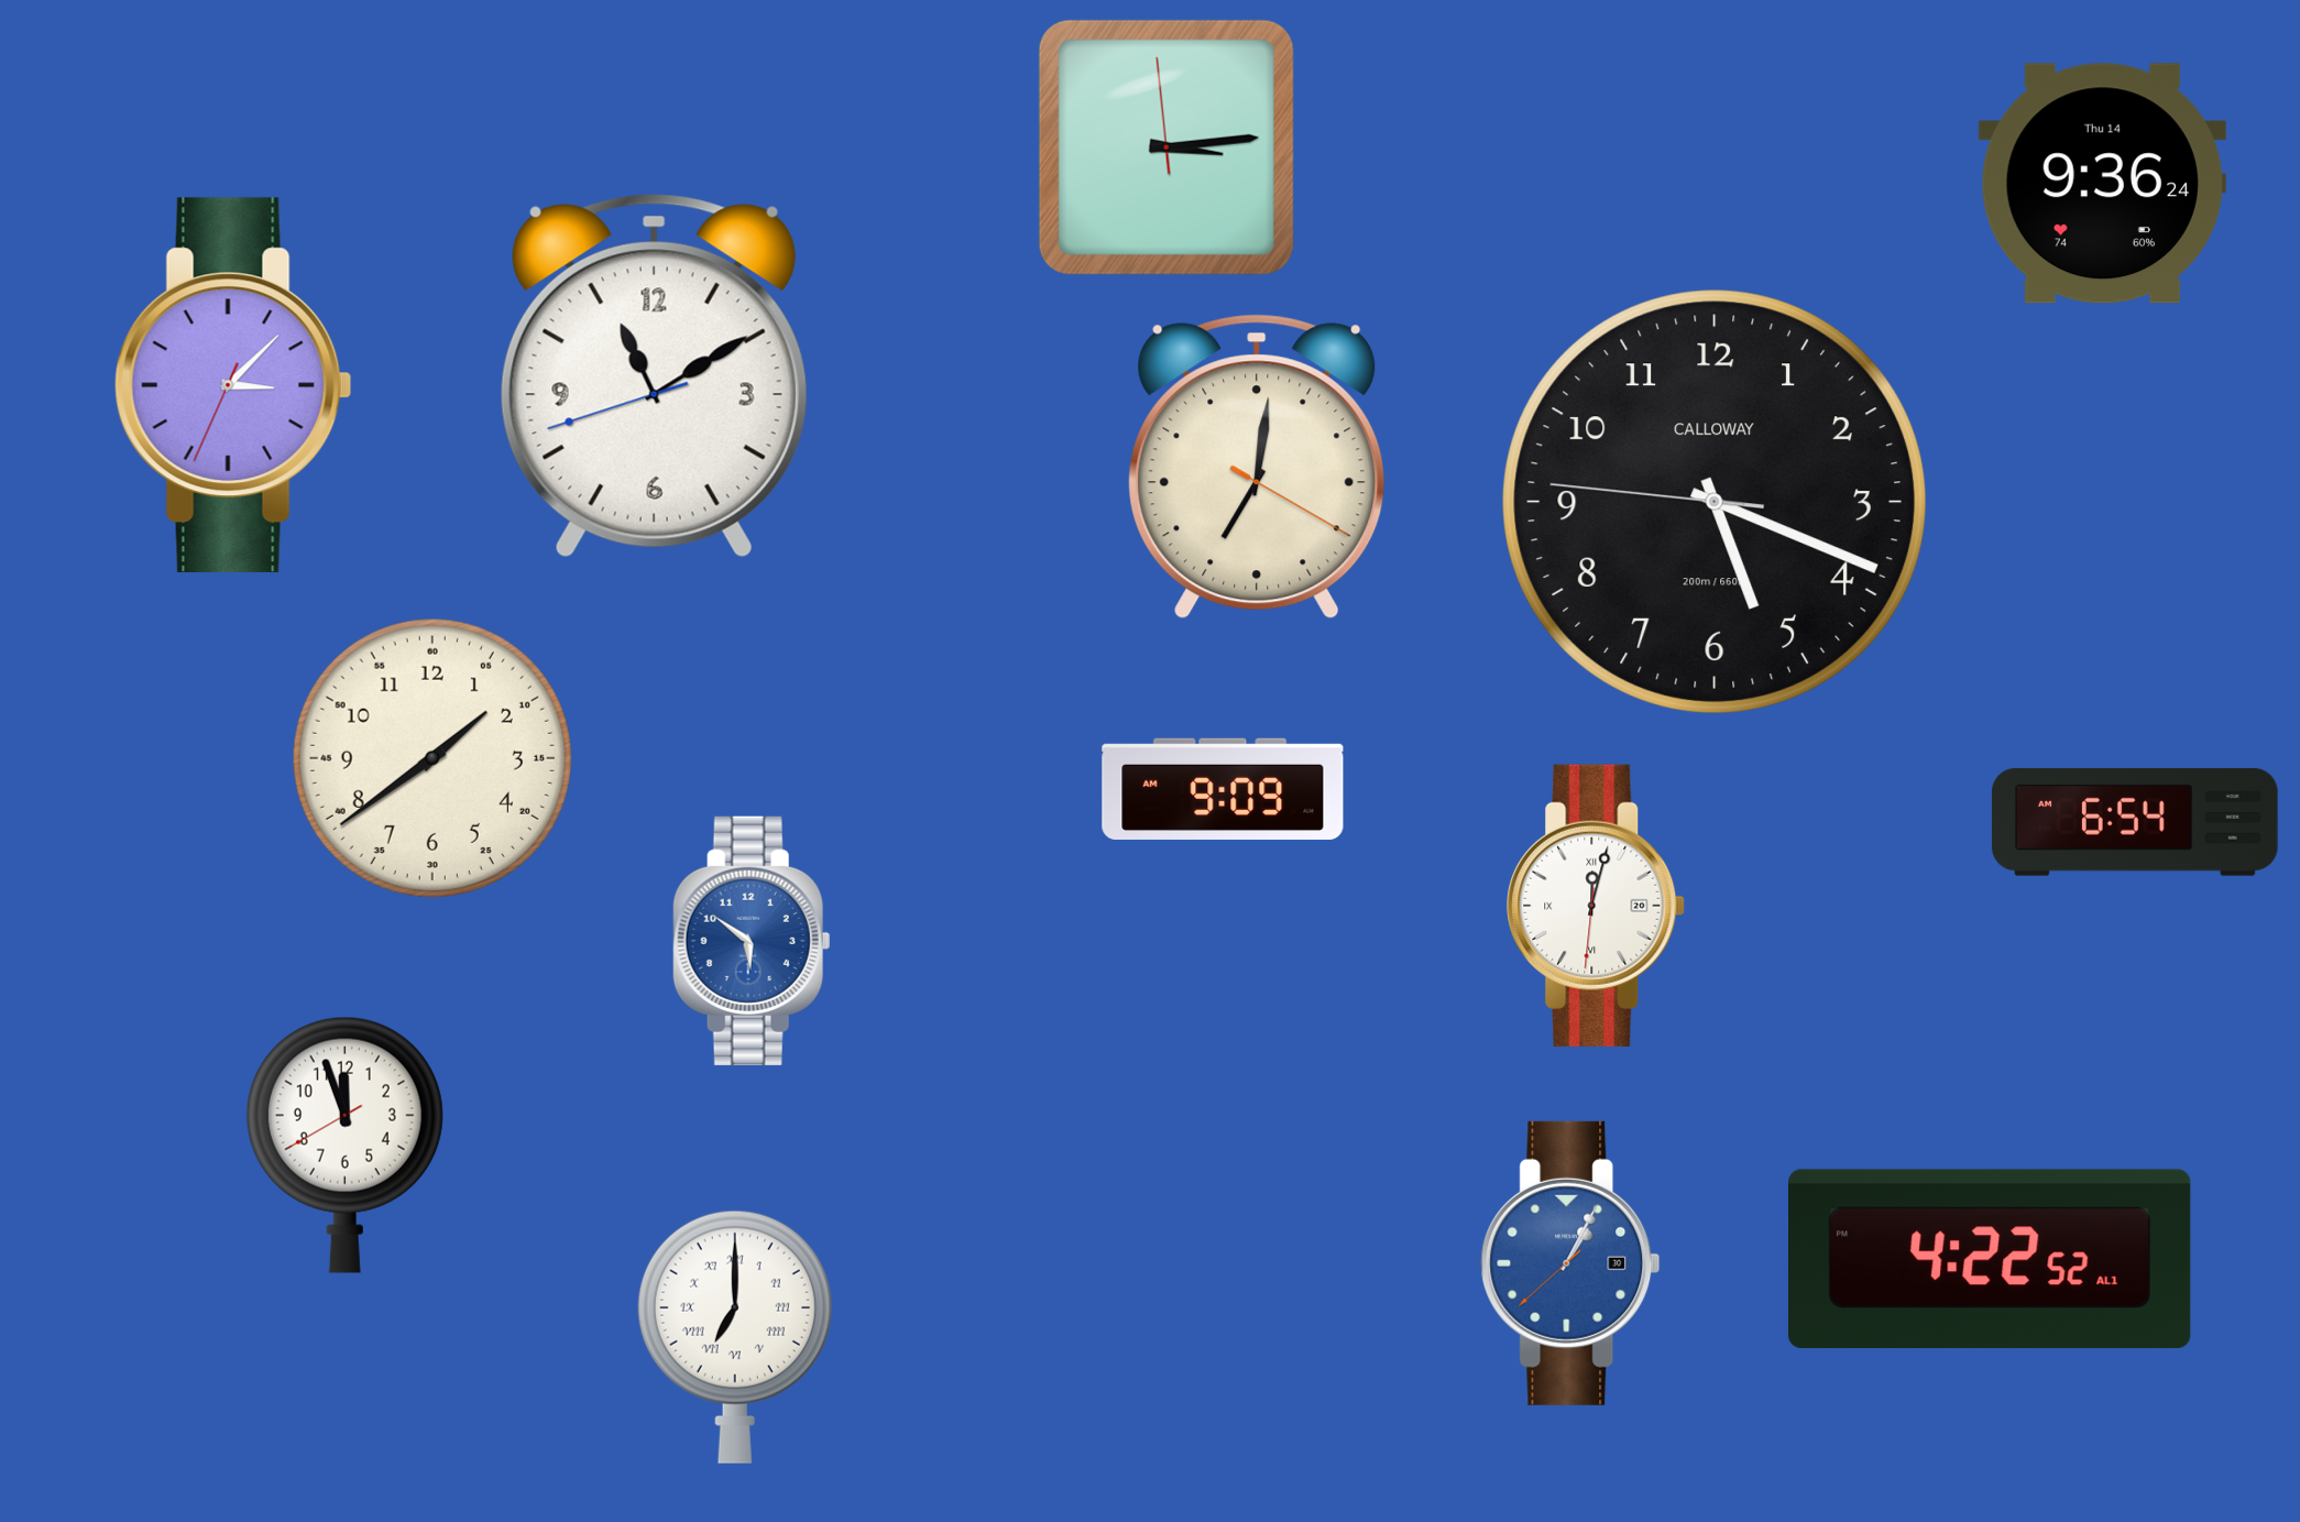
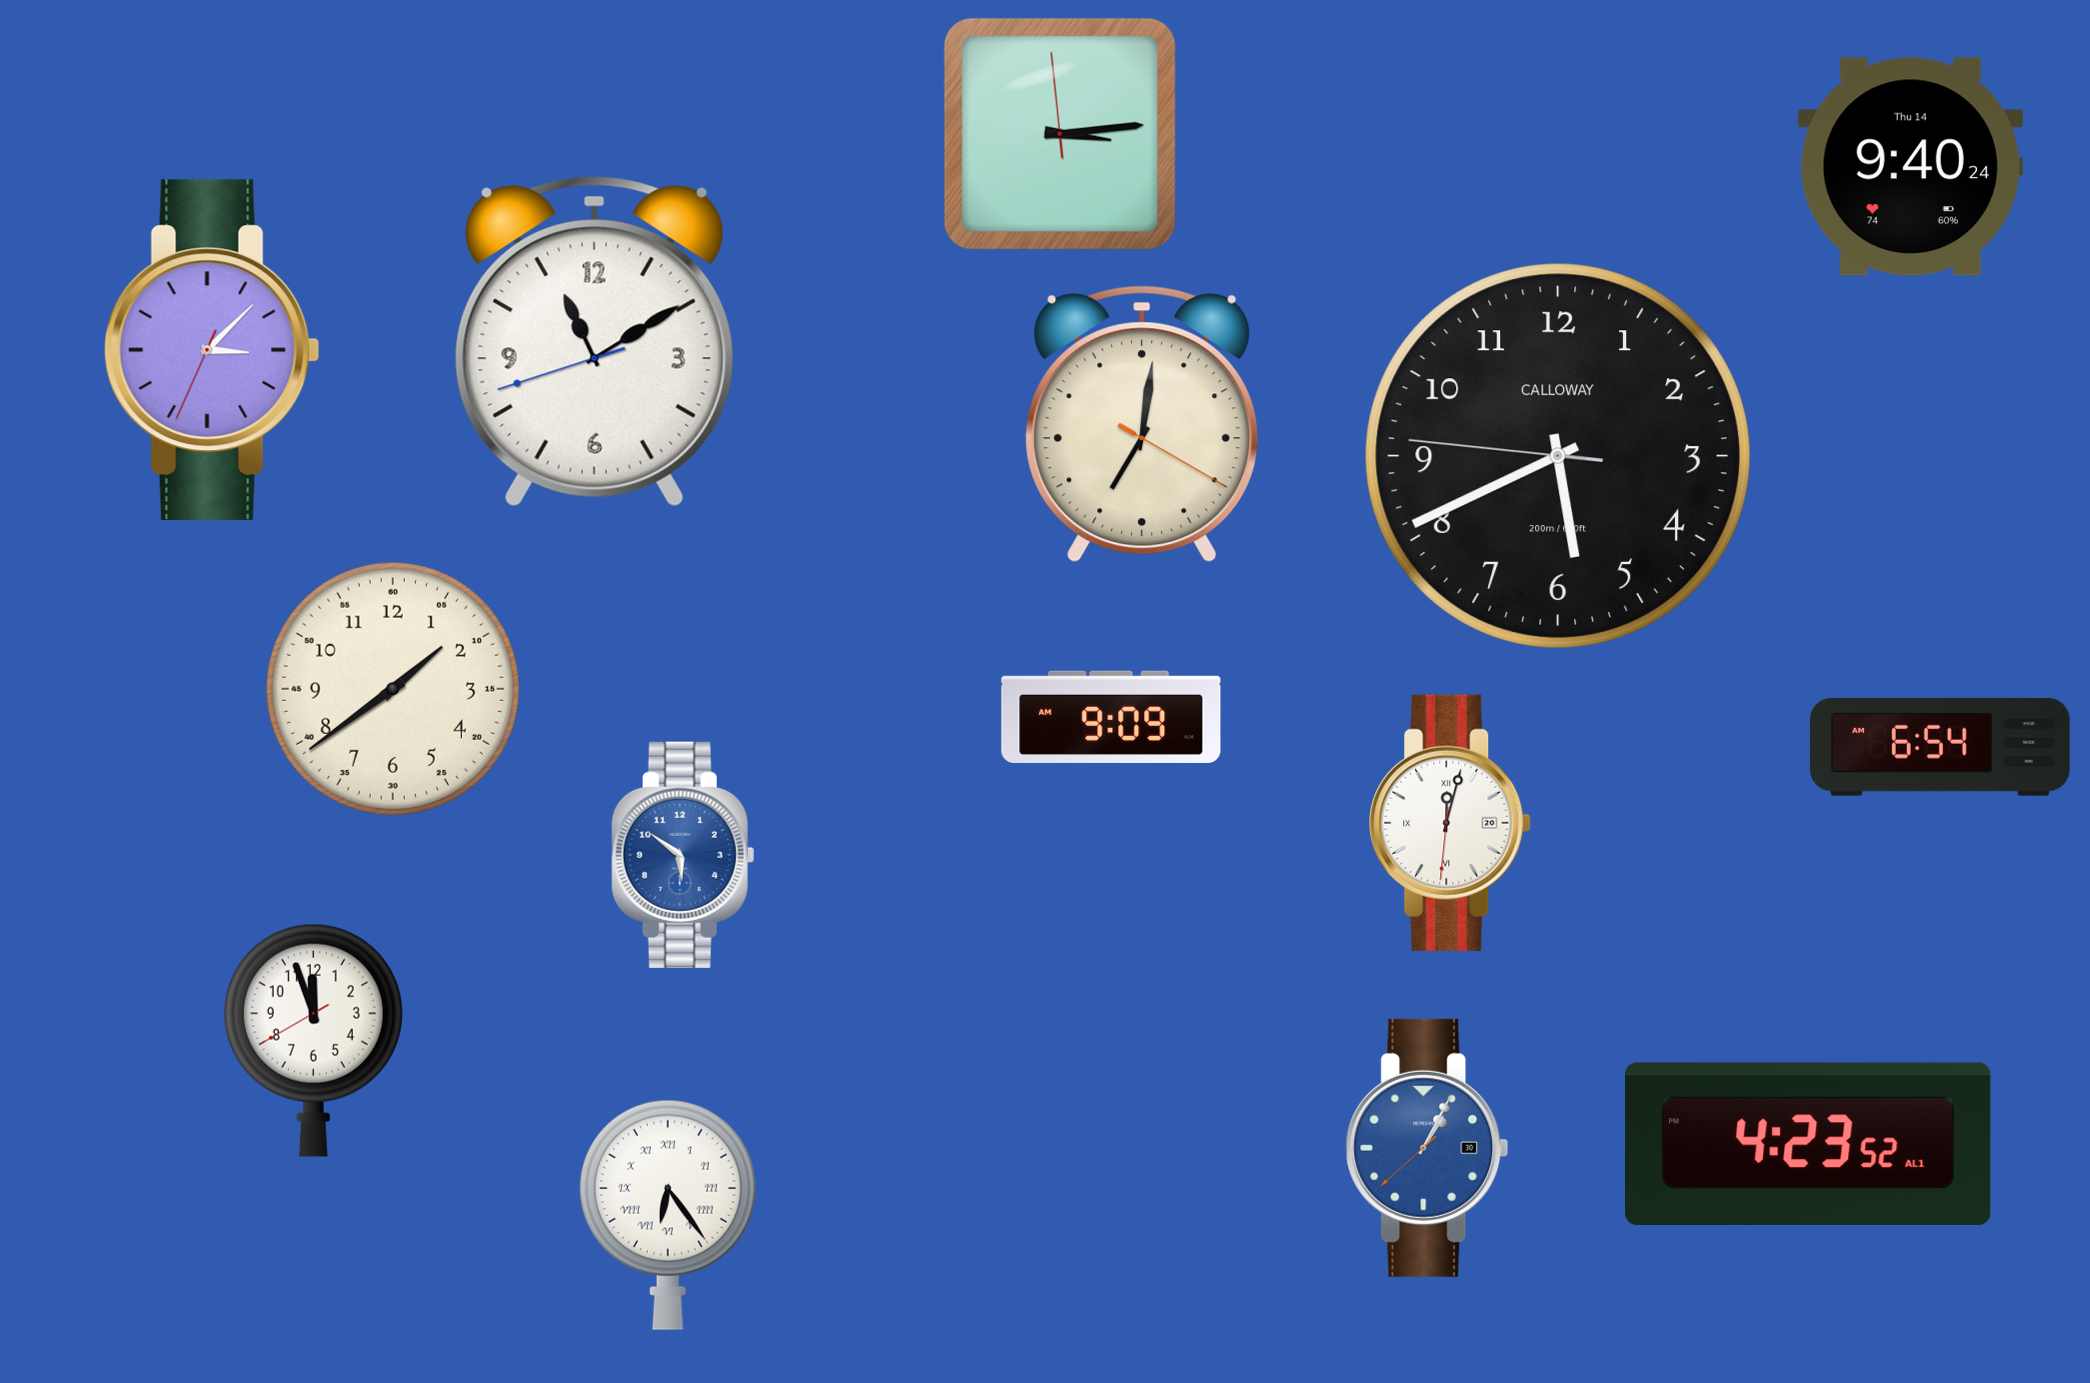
clock at (2102, 184): 9:36 -> 9:40
clock at (1715, 502): 5:18 -> 5:40
clock at (1991, 1259): 4:22 -> 4:23
clock at (735, 1337): 7:00 -> 6:24
